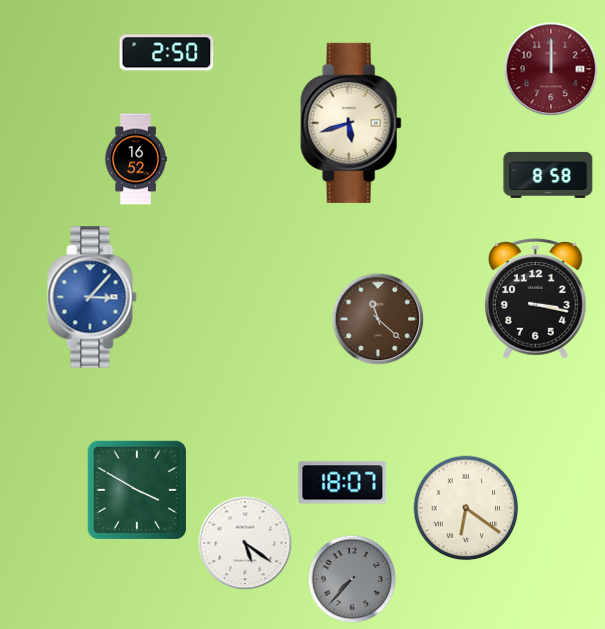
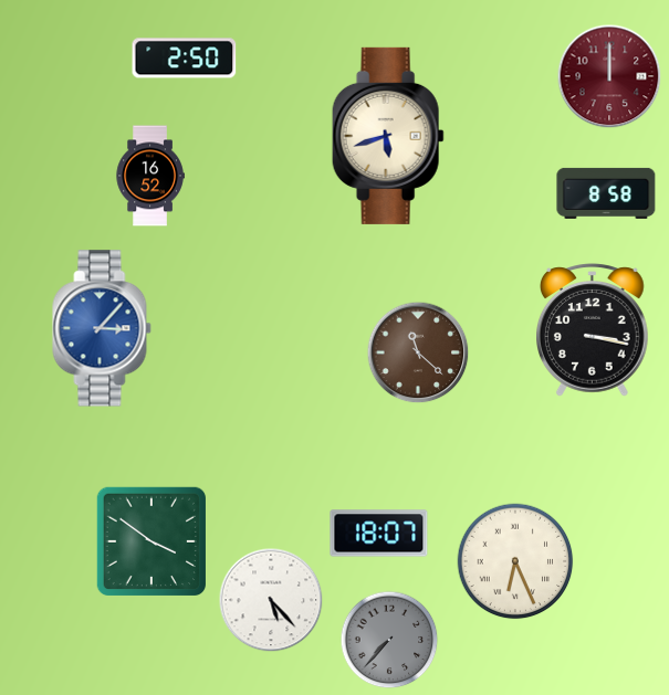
clock at (136, 489): 3:50 -> 3:51
clock at (466, 508): 6:21 -> 6:26
clock at (245, 543): 5:21 -> 5:23
